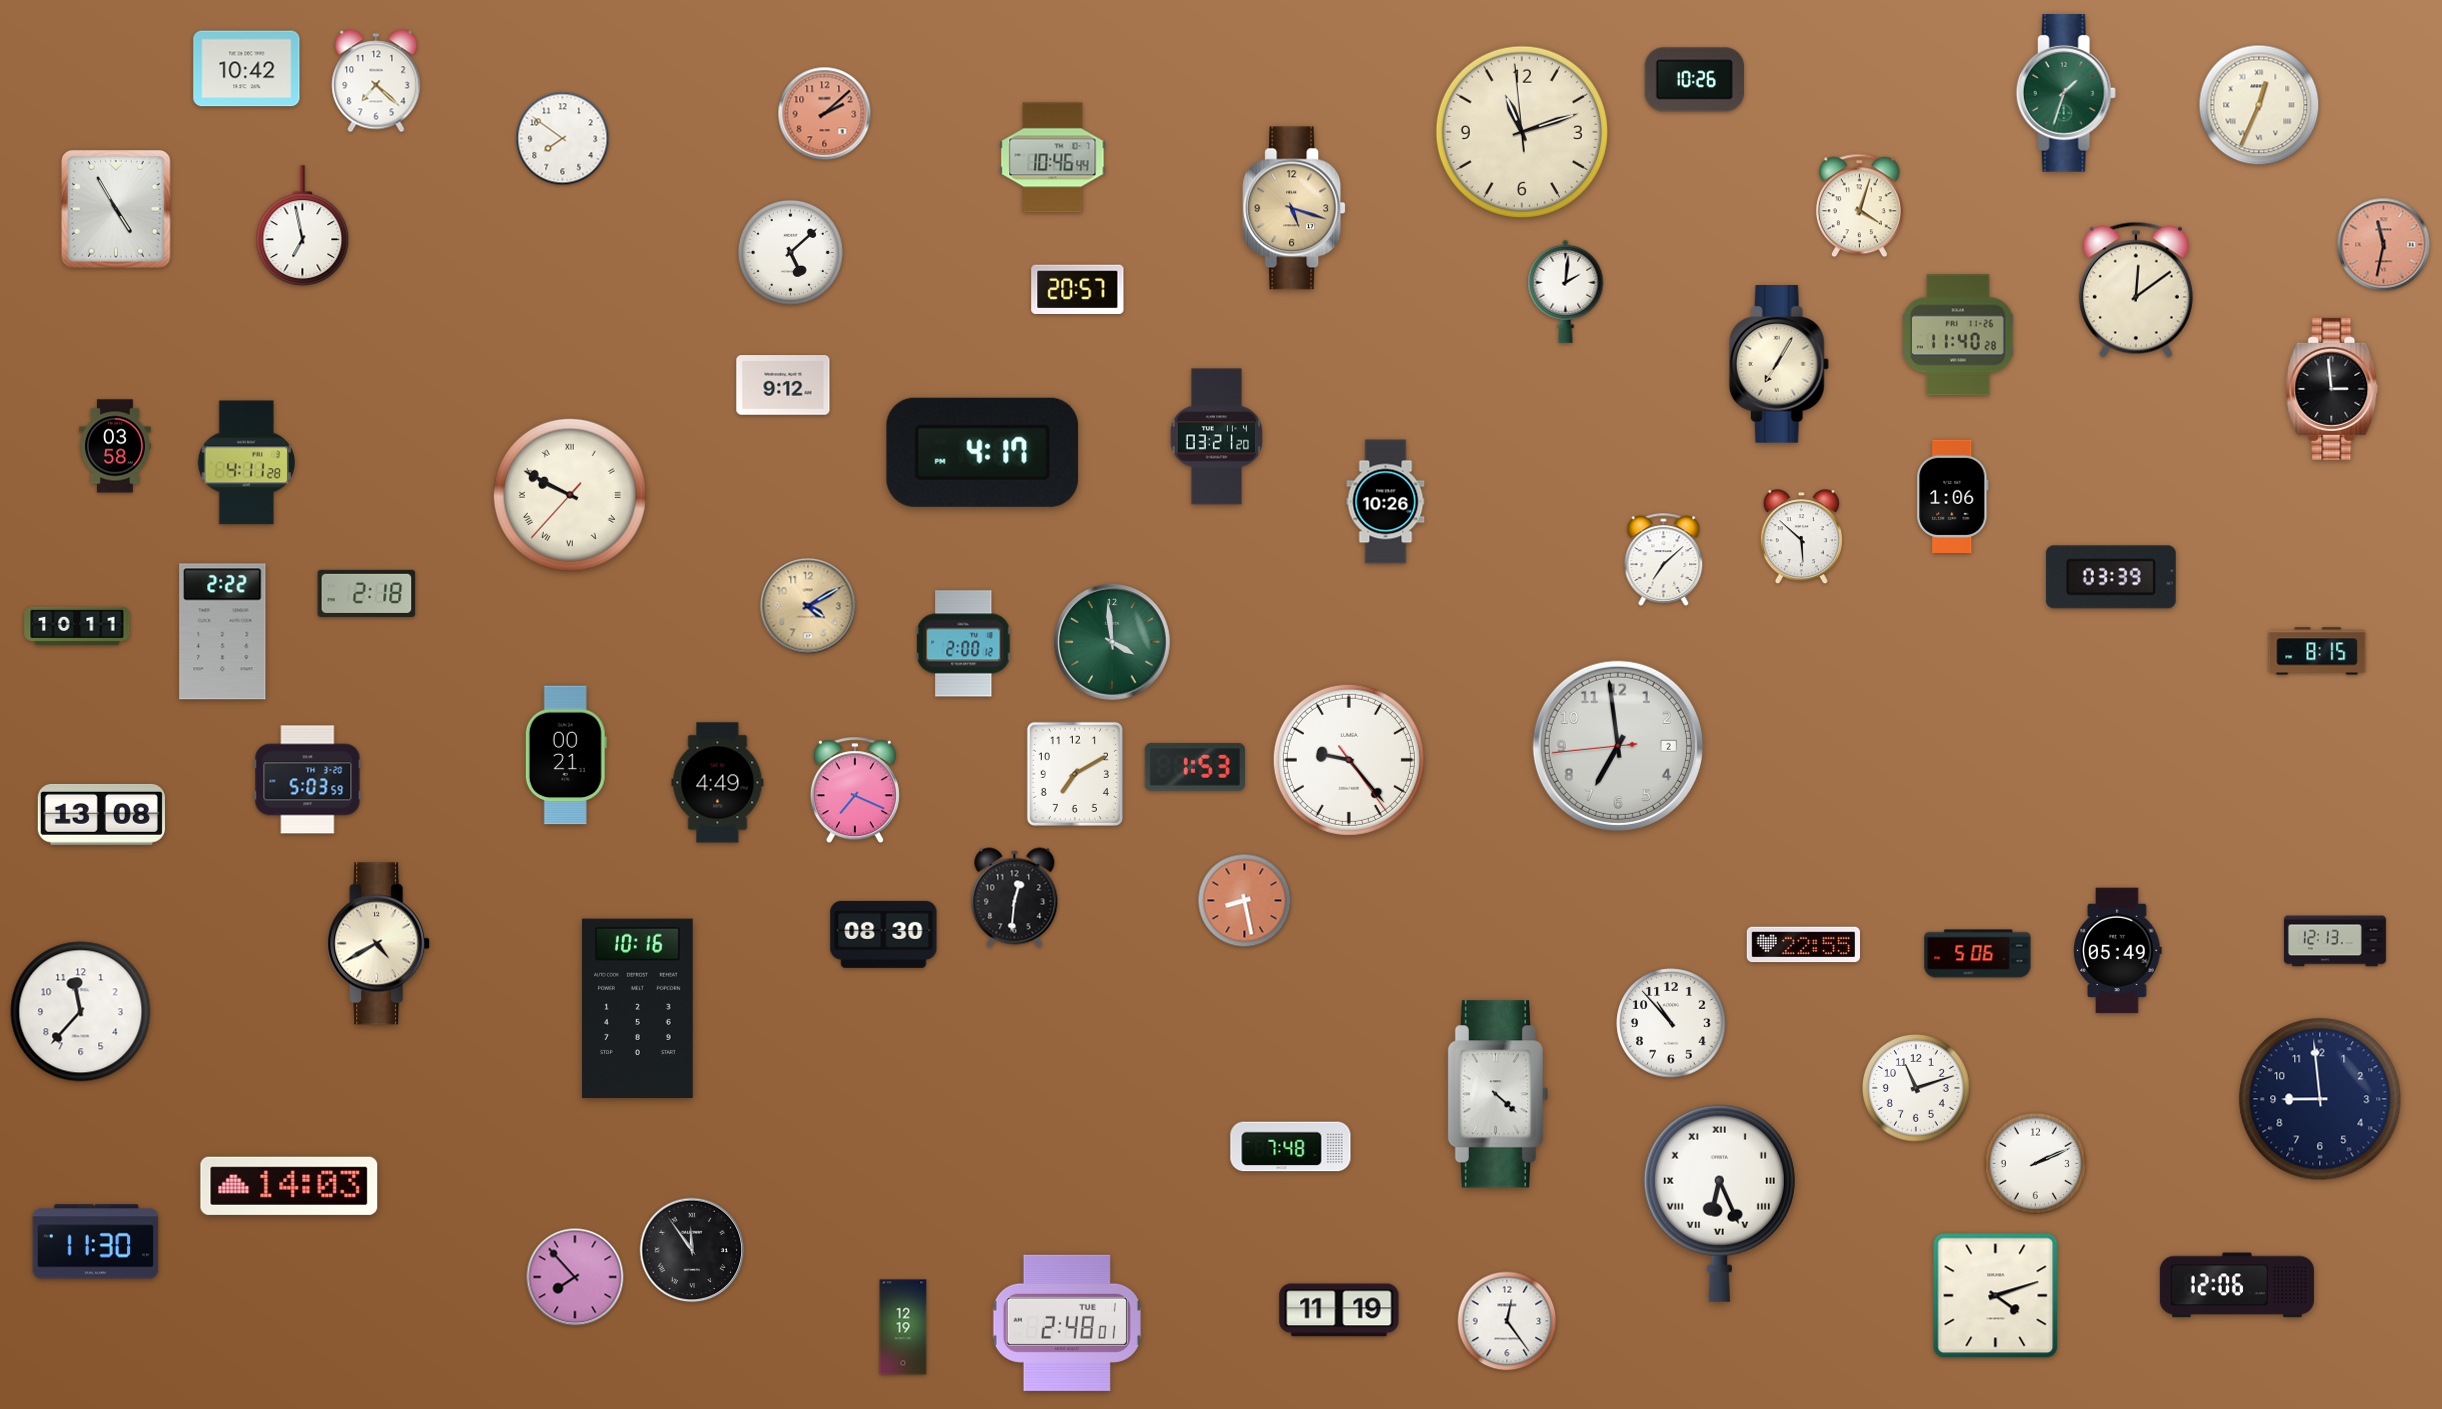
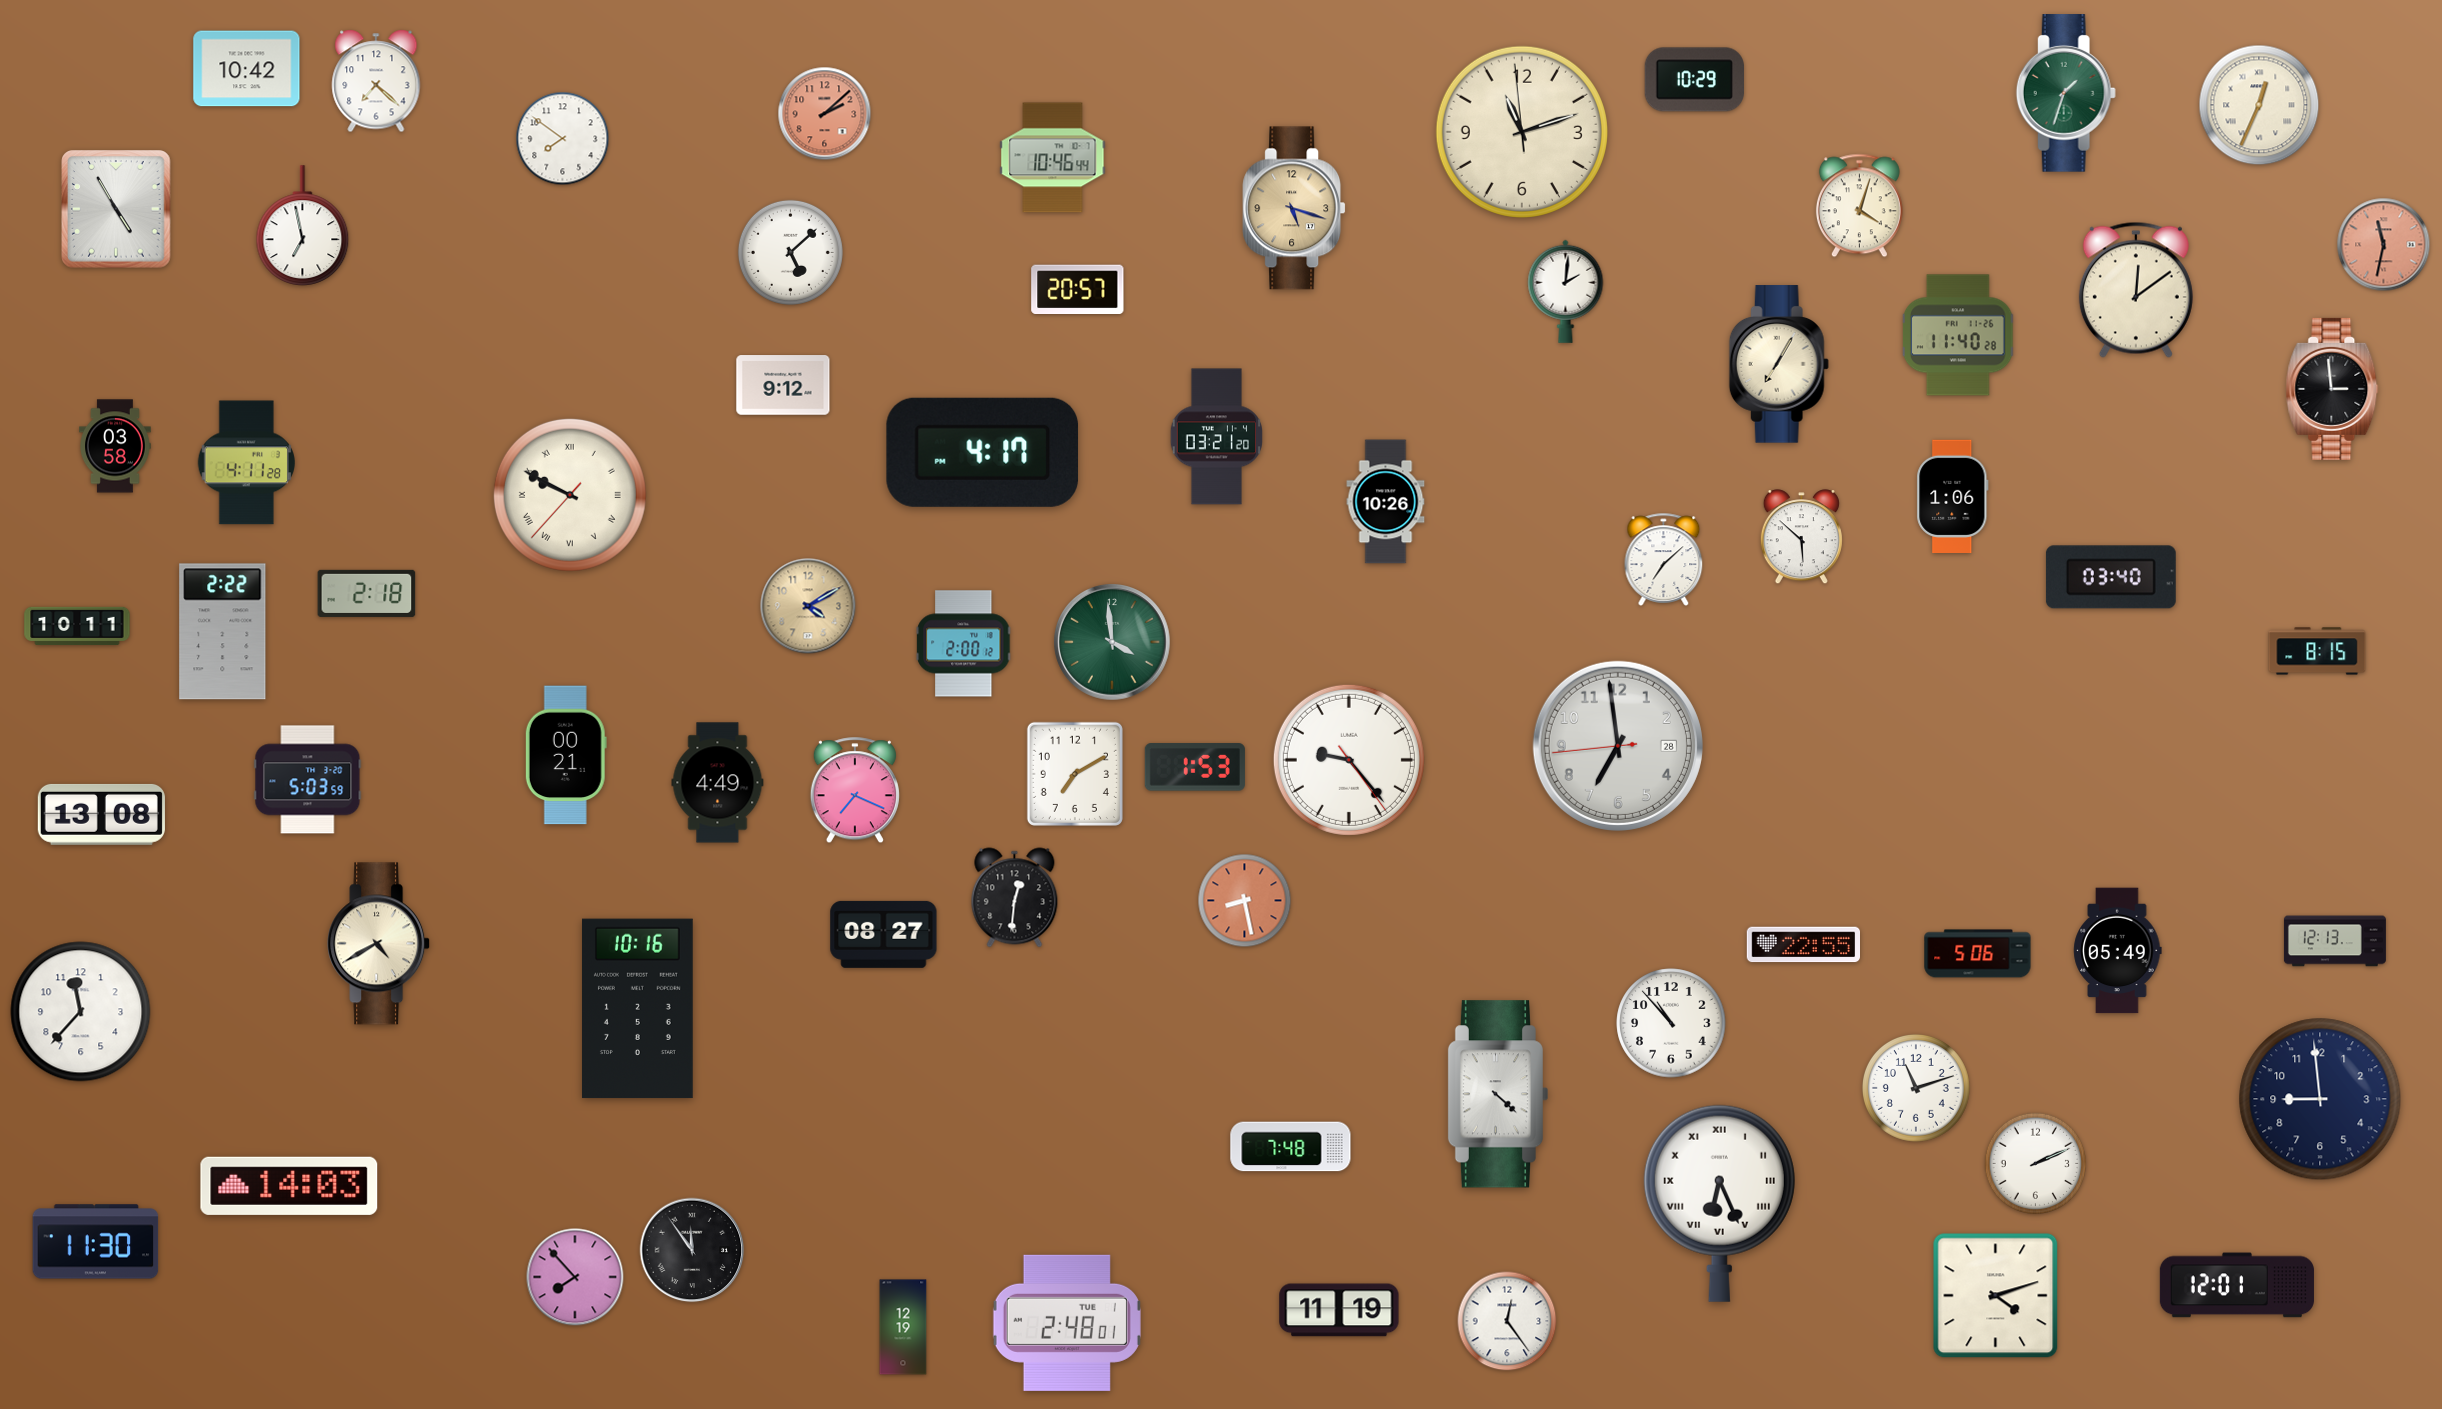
clock at (1694, 80): 10:26 -> 10:29
clock at (2111, 577): 03:39 -> 03:40
clock at (1618, 746) date: 2 -> 28
clock at (884, 934): 08:30 -> 08:27
clock at (2237, 1285): 12:06 -> 12:01
